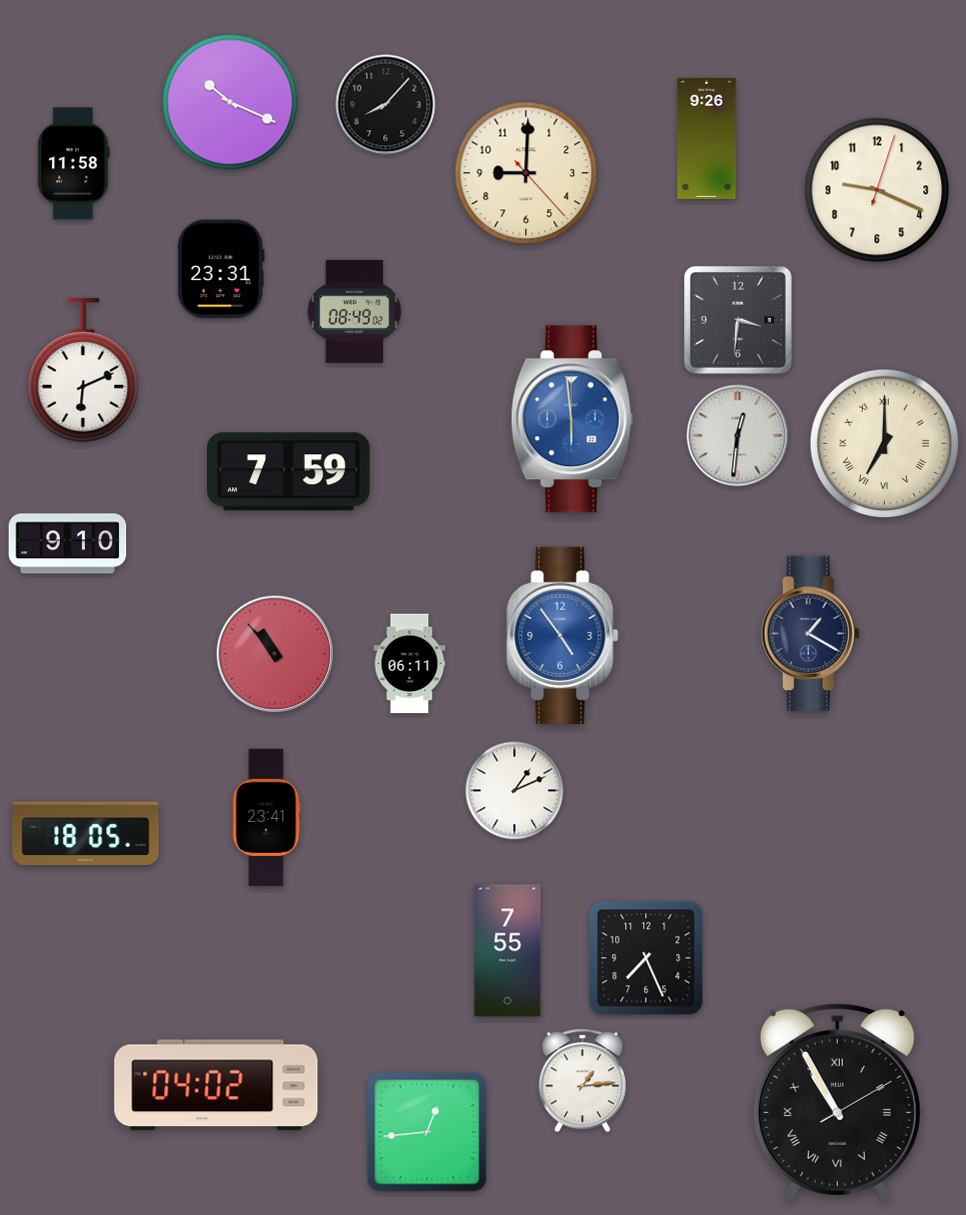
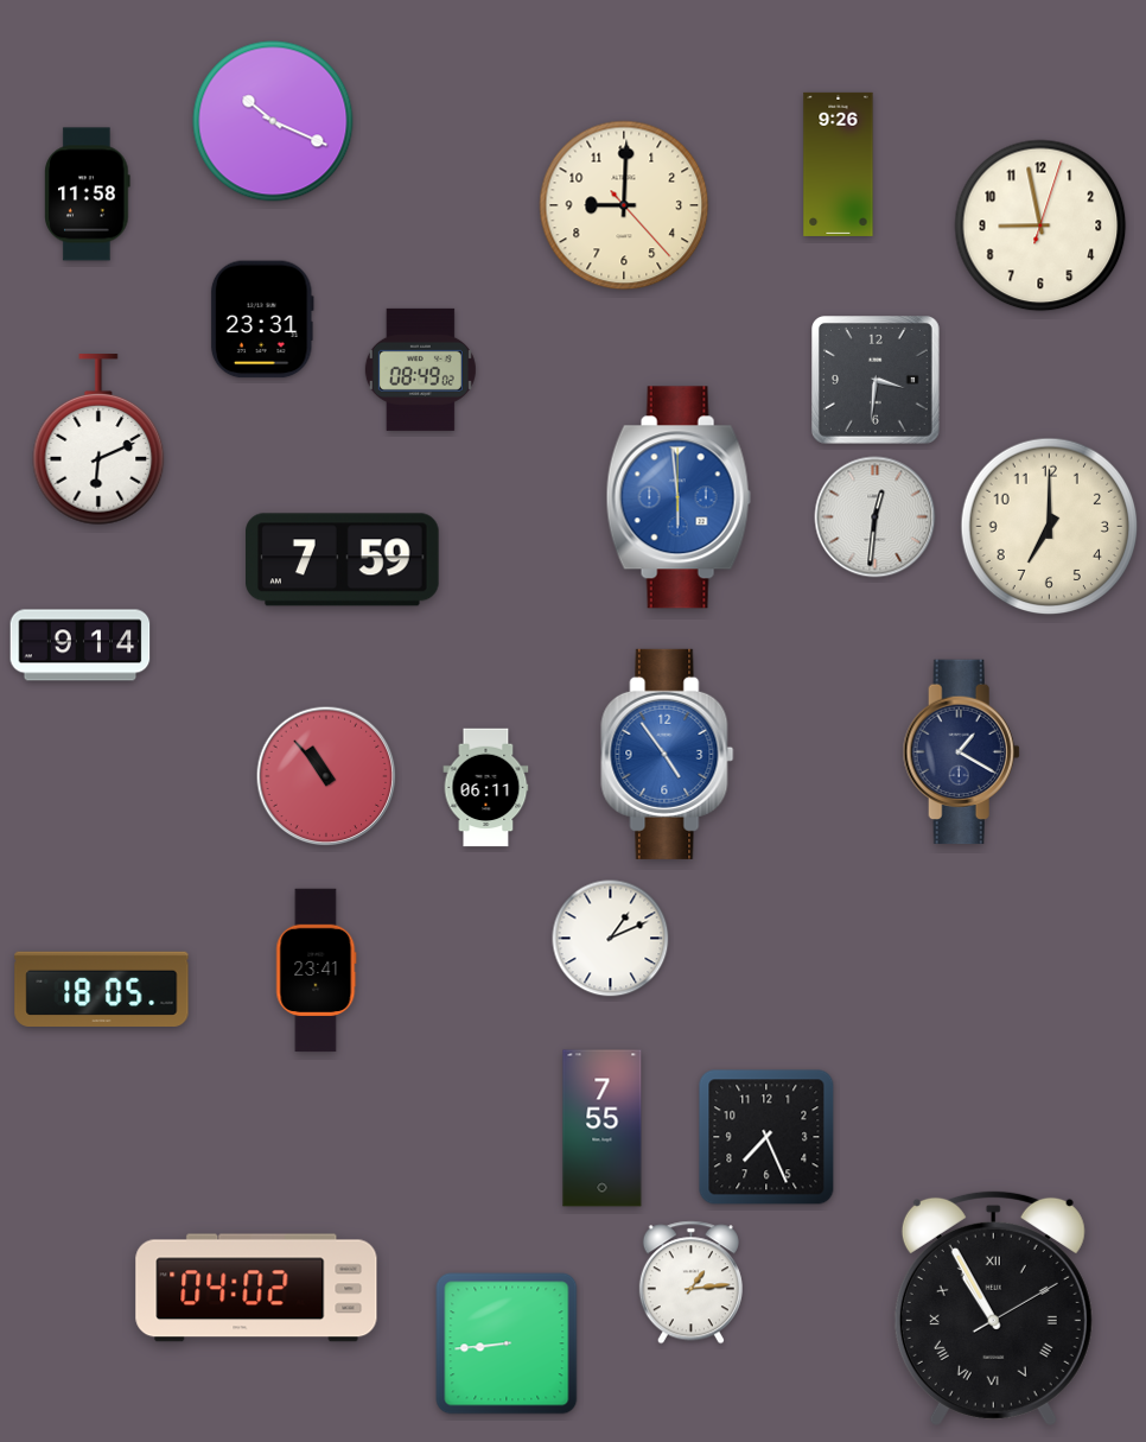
clock at (386, 105): 8:07 -> none
clock at (877, 190): 9:19 -> 8:58
clock at (885, 444) numerals: Roman -> Arabic
clock at (68, 544): 9:10 -> 9:14
clock at (427, 1132): 12:44 -> 8:44
